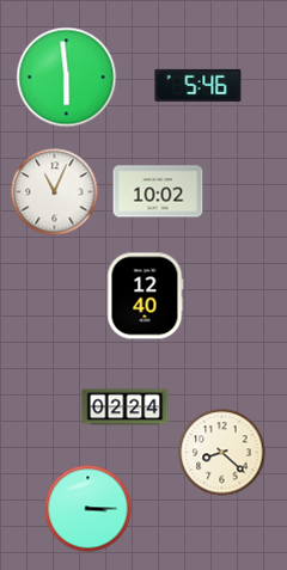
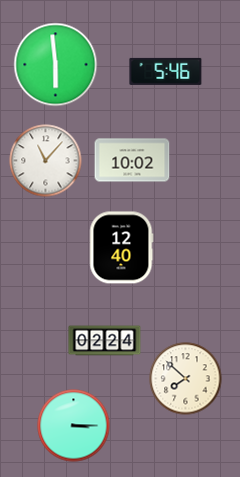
clock at (55, 192): 11:04 -> 11:07
clock at (222, 453): 8:22 -> 7:52
